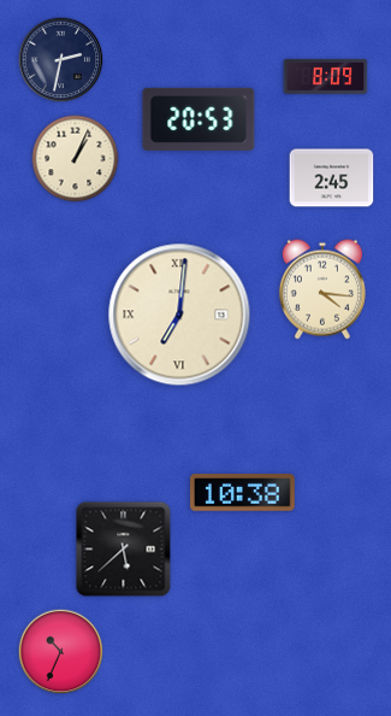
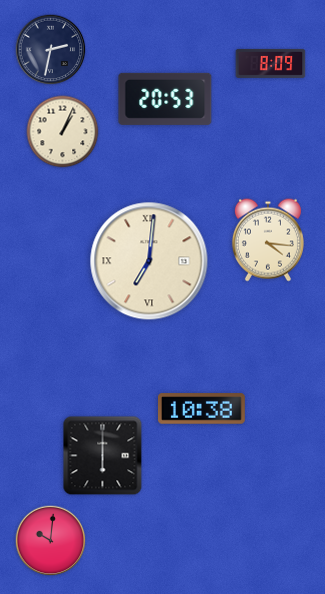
clock at (332, 178): 2:45 -> none
clock at (124, 550): 5:38 -> 6:00
clock at (61, 652): 10:34 -> 10:01
